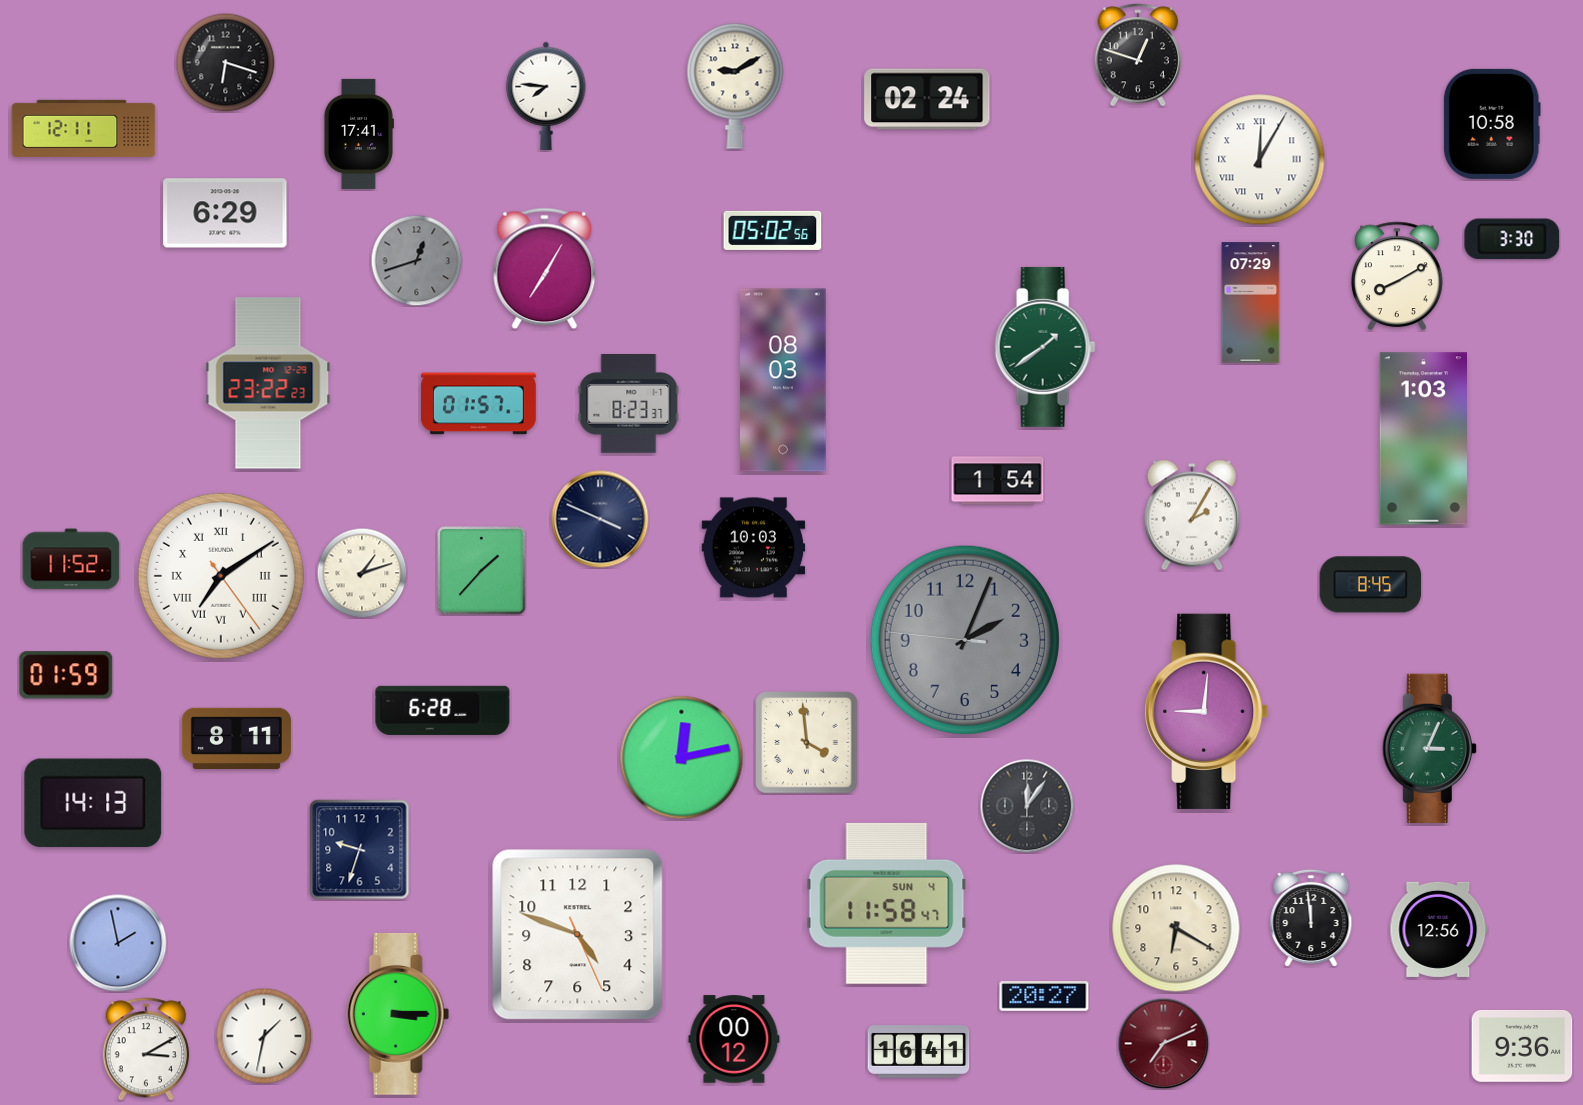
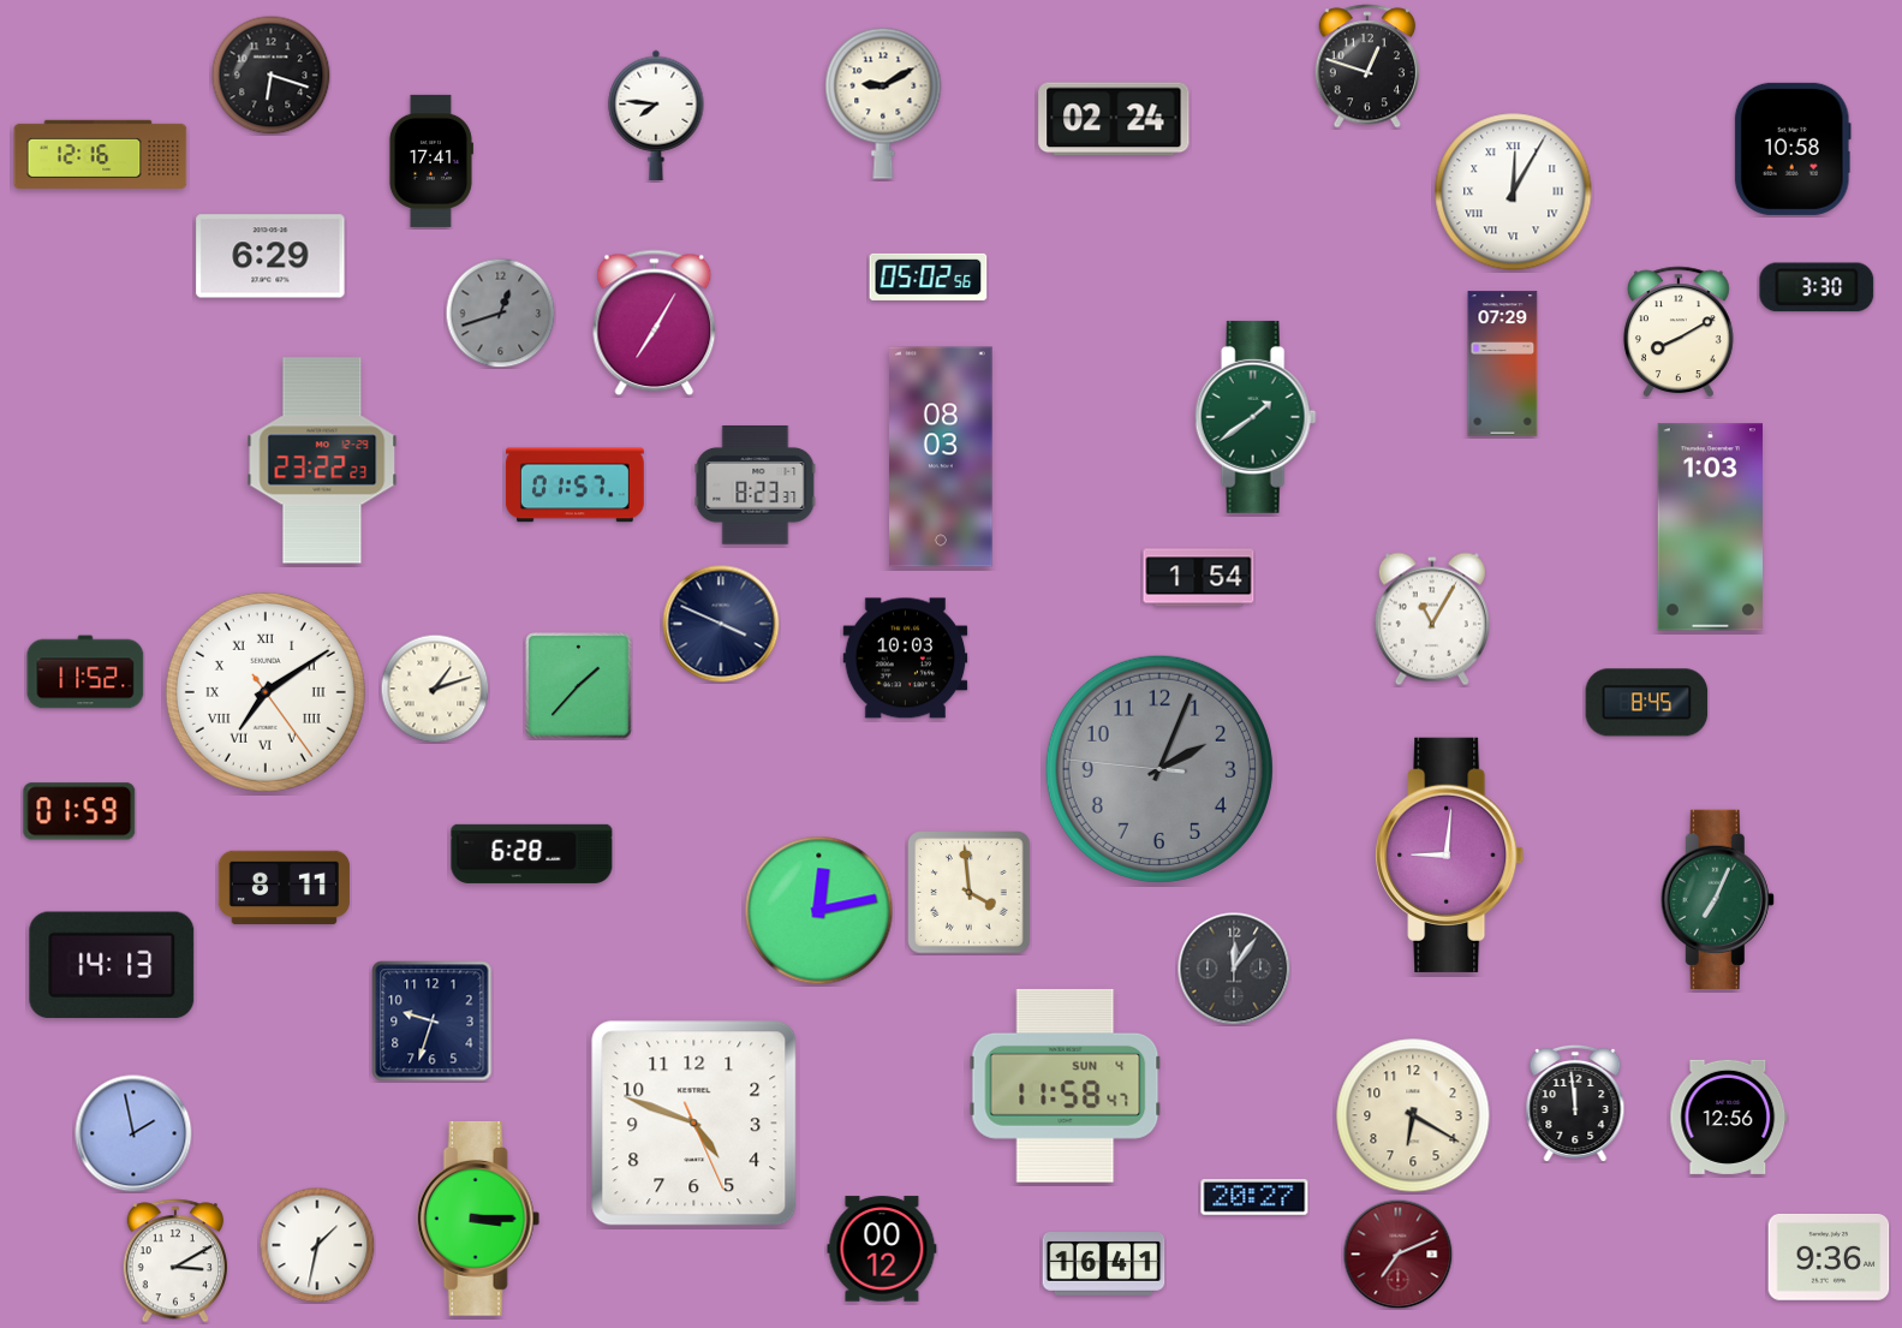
clock at (84, 128): 12:11 -> 12:16
clock at (1192, 515): 2:05 -> 11:05
clock at (1429, 748): 3:04 -> 7:04
clock at (118, 943) position: (118, 943) -> (133, 1133)
